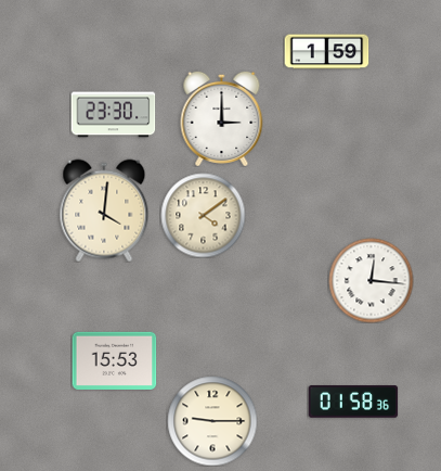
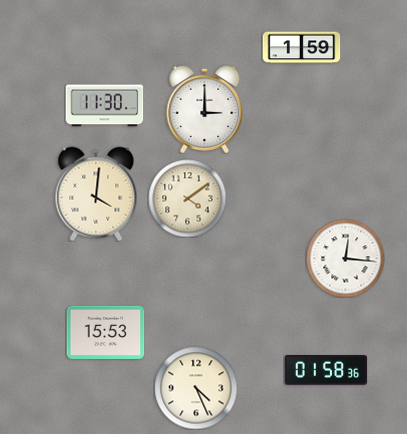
clock at (113, 115): 23:30 -> 11:30
clock at (371, 280) position: (371, 280) -> (345, 258)
clock at (212, 421): 9:15 -> 4:26
